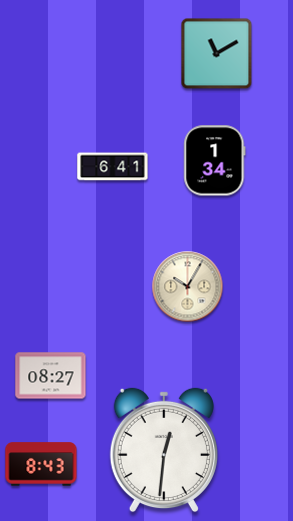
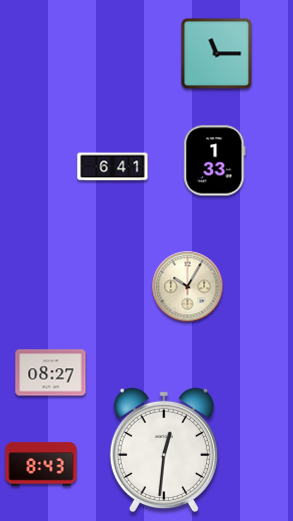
clock at (217, 54): 11:10 -> 11:15
clock at (215, 161): 1:34 -> 1:33
clock at (51, 376) position: (51, 376) -> (51, 373)
